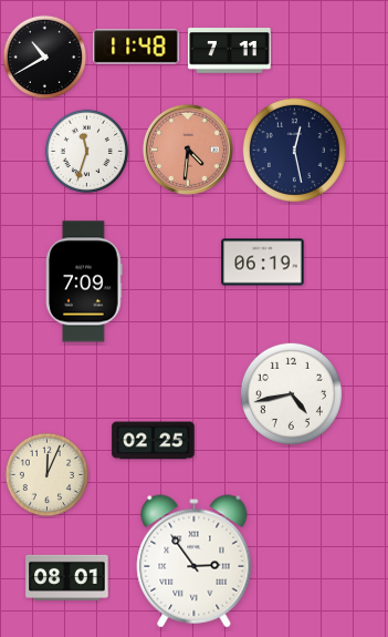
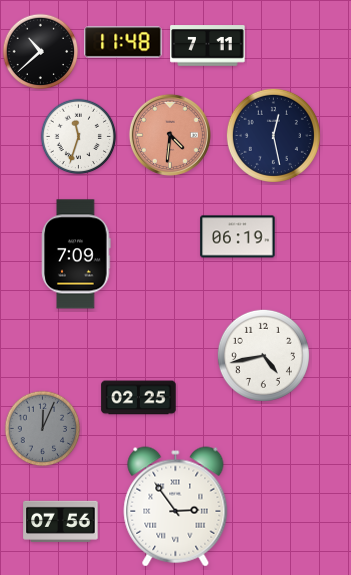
clock at (45, 58): 10:40 -> 10:38
clock at (294, 150) position: (294, 150) -> (273, 135)
clock at (48, 475) dial: cream -> grey
clock at (67, 577): 08:01 -> 07:56
